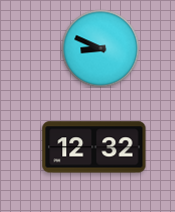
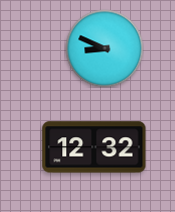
clock at (100, 48) position: (100, 48) -> (104, 48)
